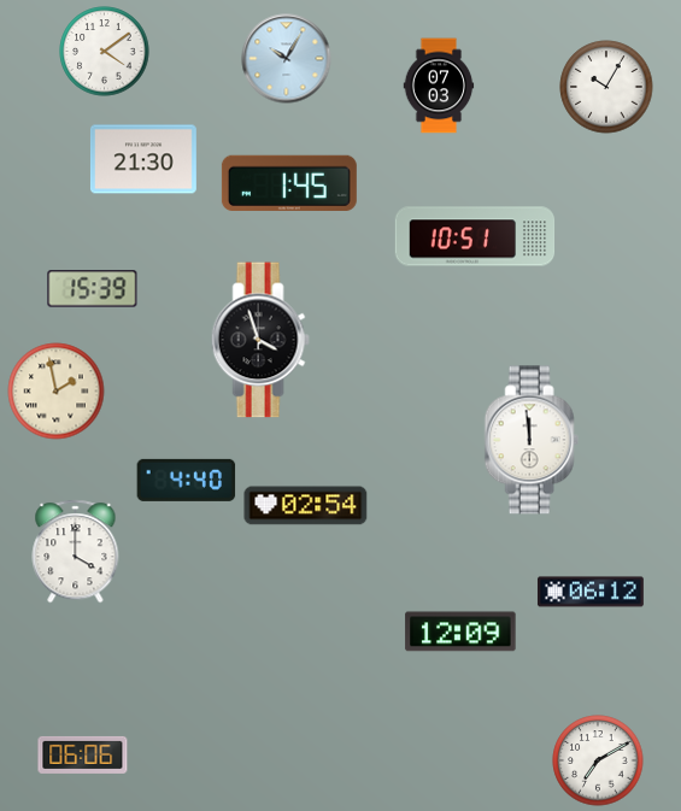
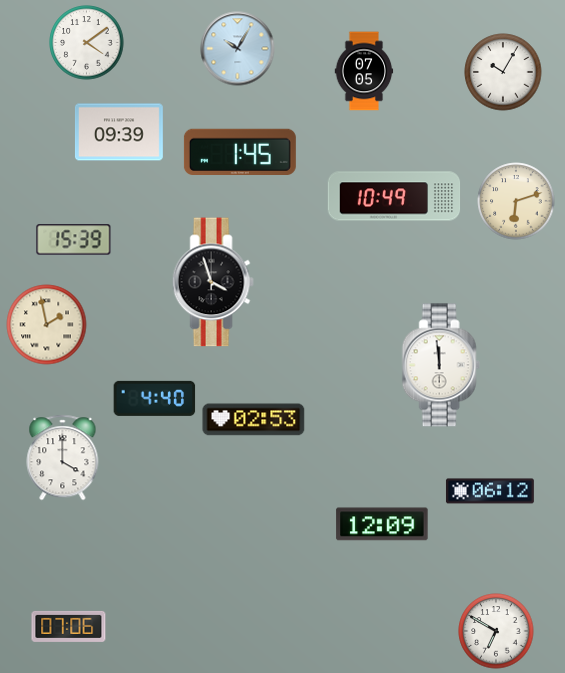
clock at (439, 86): 07:03 -> 07:05
clock at (143, 159): 21:30 -> 09:39
clock at (475, 236): 10:51 -> 10:49
clock at (516, 201): none -> 6:12
clock at (93, 289) position: (93, 289) -> (74, 240)
clock at (260, 340) position: (260, 340) -> (213, 282)
clock at (306, 506): 02:54 -> 02:53
clock at (83, 754): 06:06 -> 07:06
clock at (598, 760): 7:10 -> 6:50
